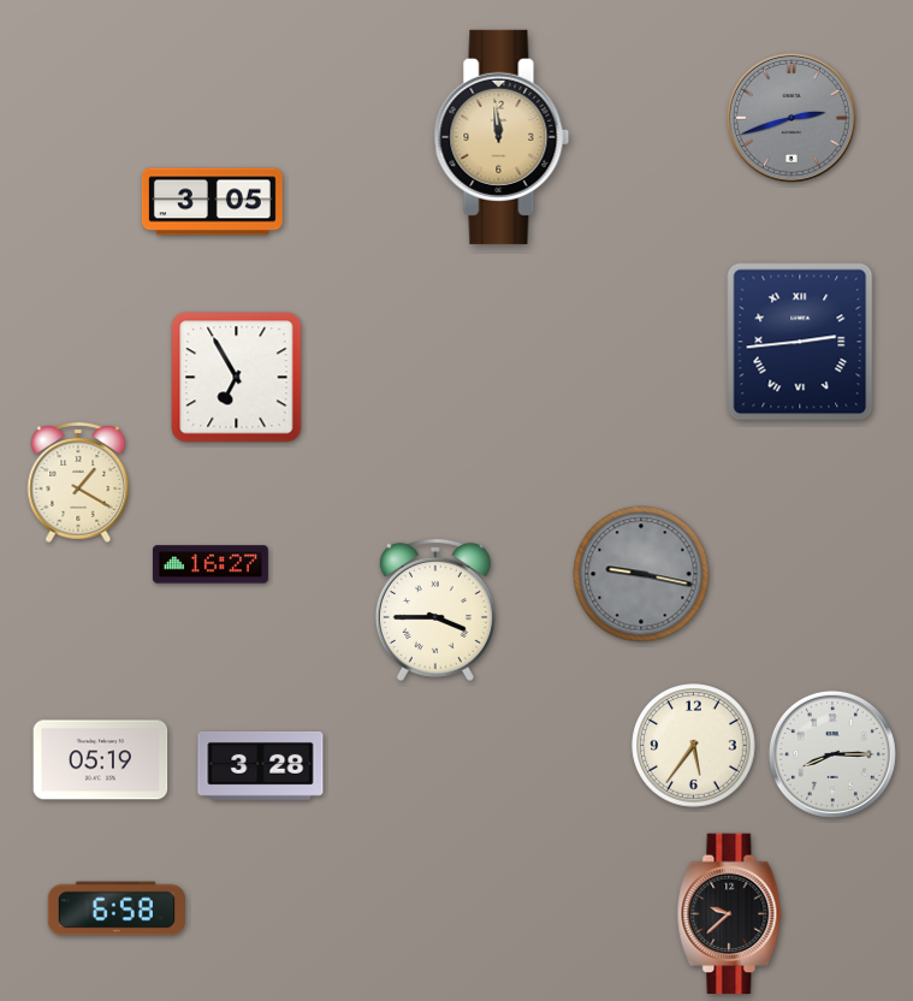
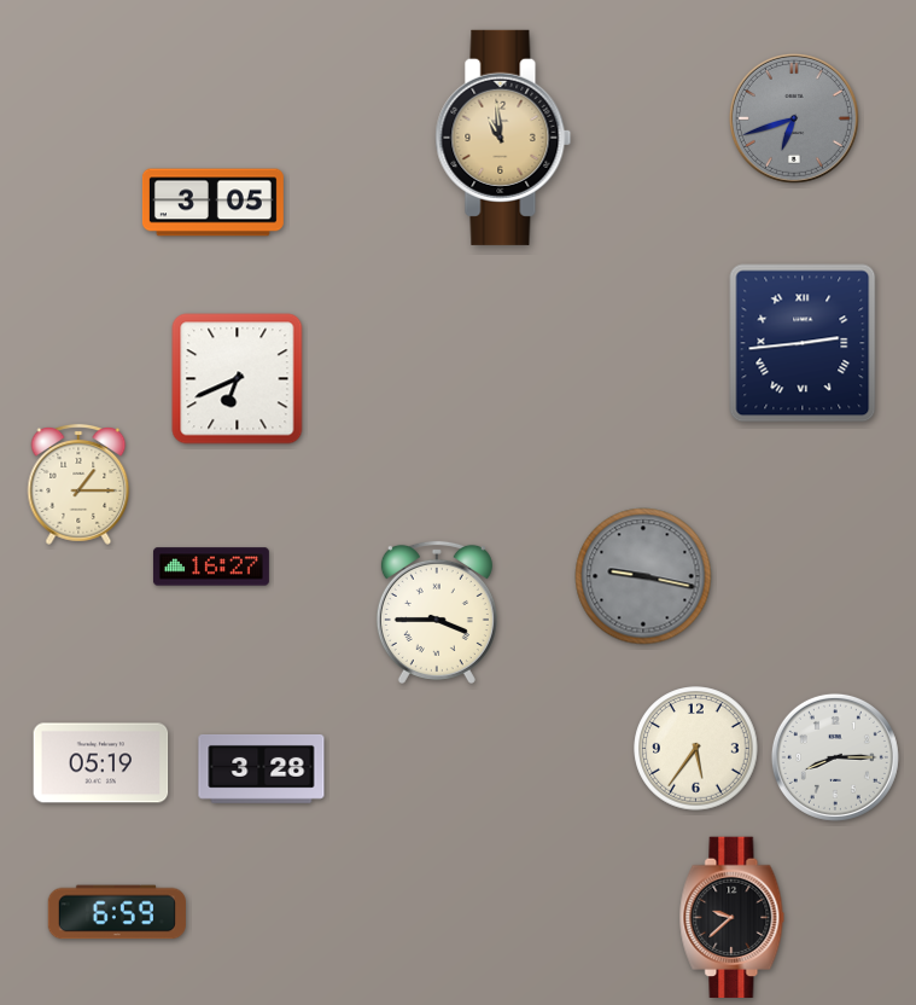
clock at (792, 118): 2:42 -> 6:42
clock at (502, 137): 11:59 -> 10:59
clock at (237, 378): 6:55 -> 6:41
clock at (78, 482): 1:20 -> 1:15
clock at (117, 908): 6:58 -> 6:59
